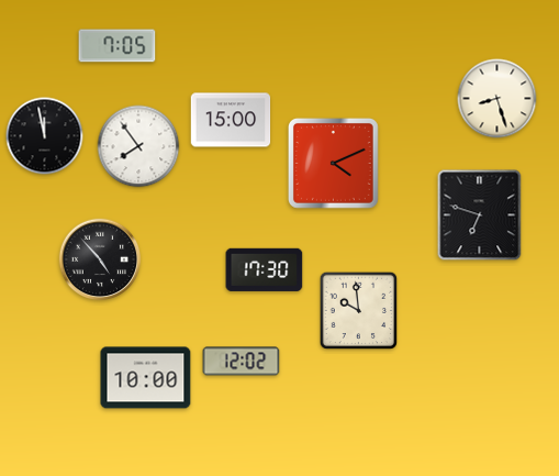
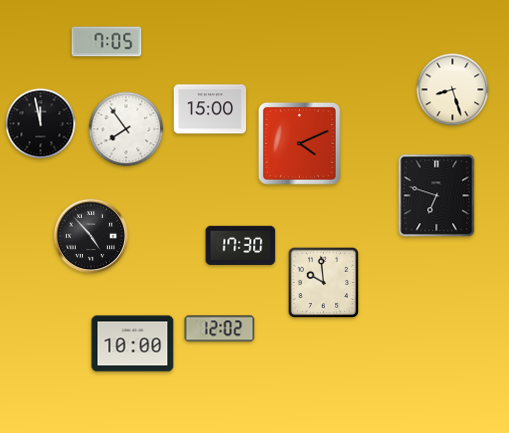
clock at (138, 146) position: (138, 146) -> (126, 129)
clock at (333, 163) position: (333, 163) -> (299, 143)
clock at (359, 311) position: (359, 311) -> (324, 283)
